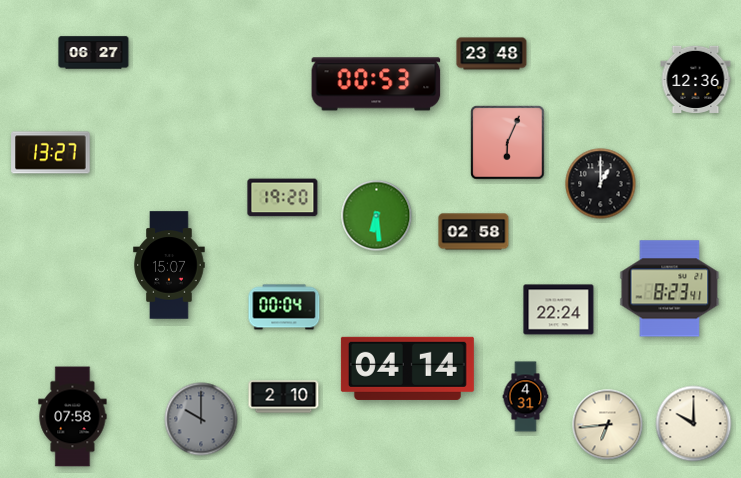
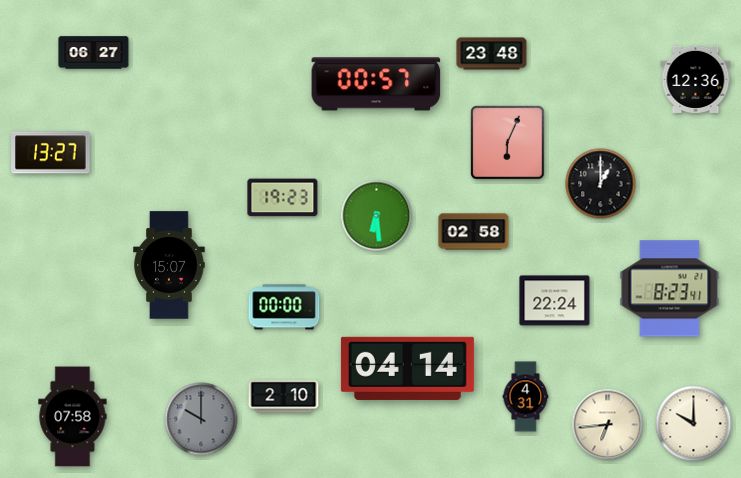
clock at (376, 84): 00:53 -> 00:57
clock at (283, 198): 19:20 -> 19:23
clock at (284, 307): 00:04 -> 00:00
clock at (559, 310) position: (559, 310) -> (555, 301)
